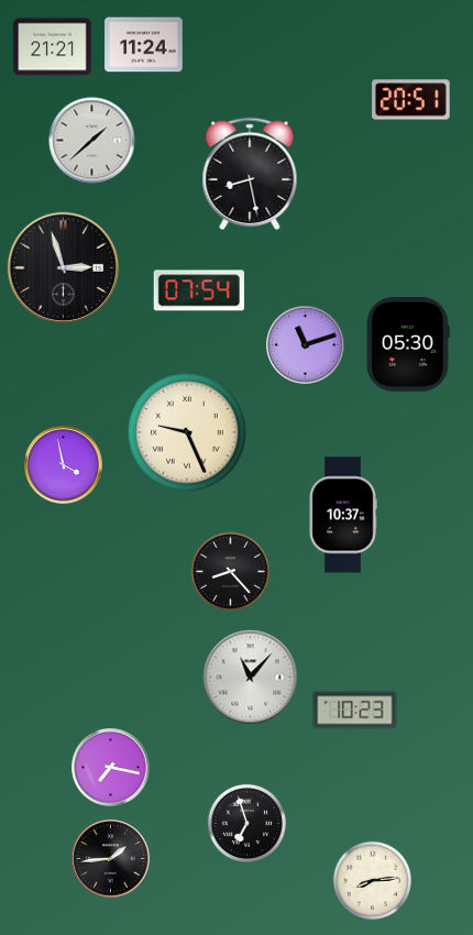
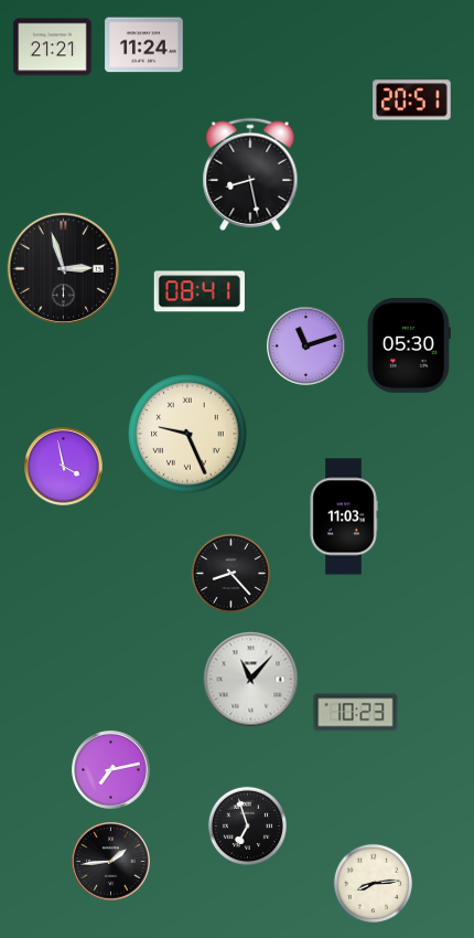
clock at (92, 141): 1:38 -> none
clock at (199, 290): 07:54 -> 08:41
clock at (343, 515): 10:37 -> 11:03
clock at (111, 768): 7:17 -> 7:13
